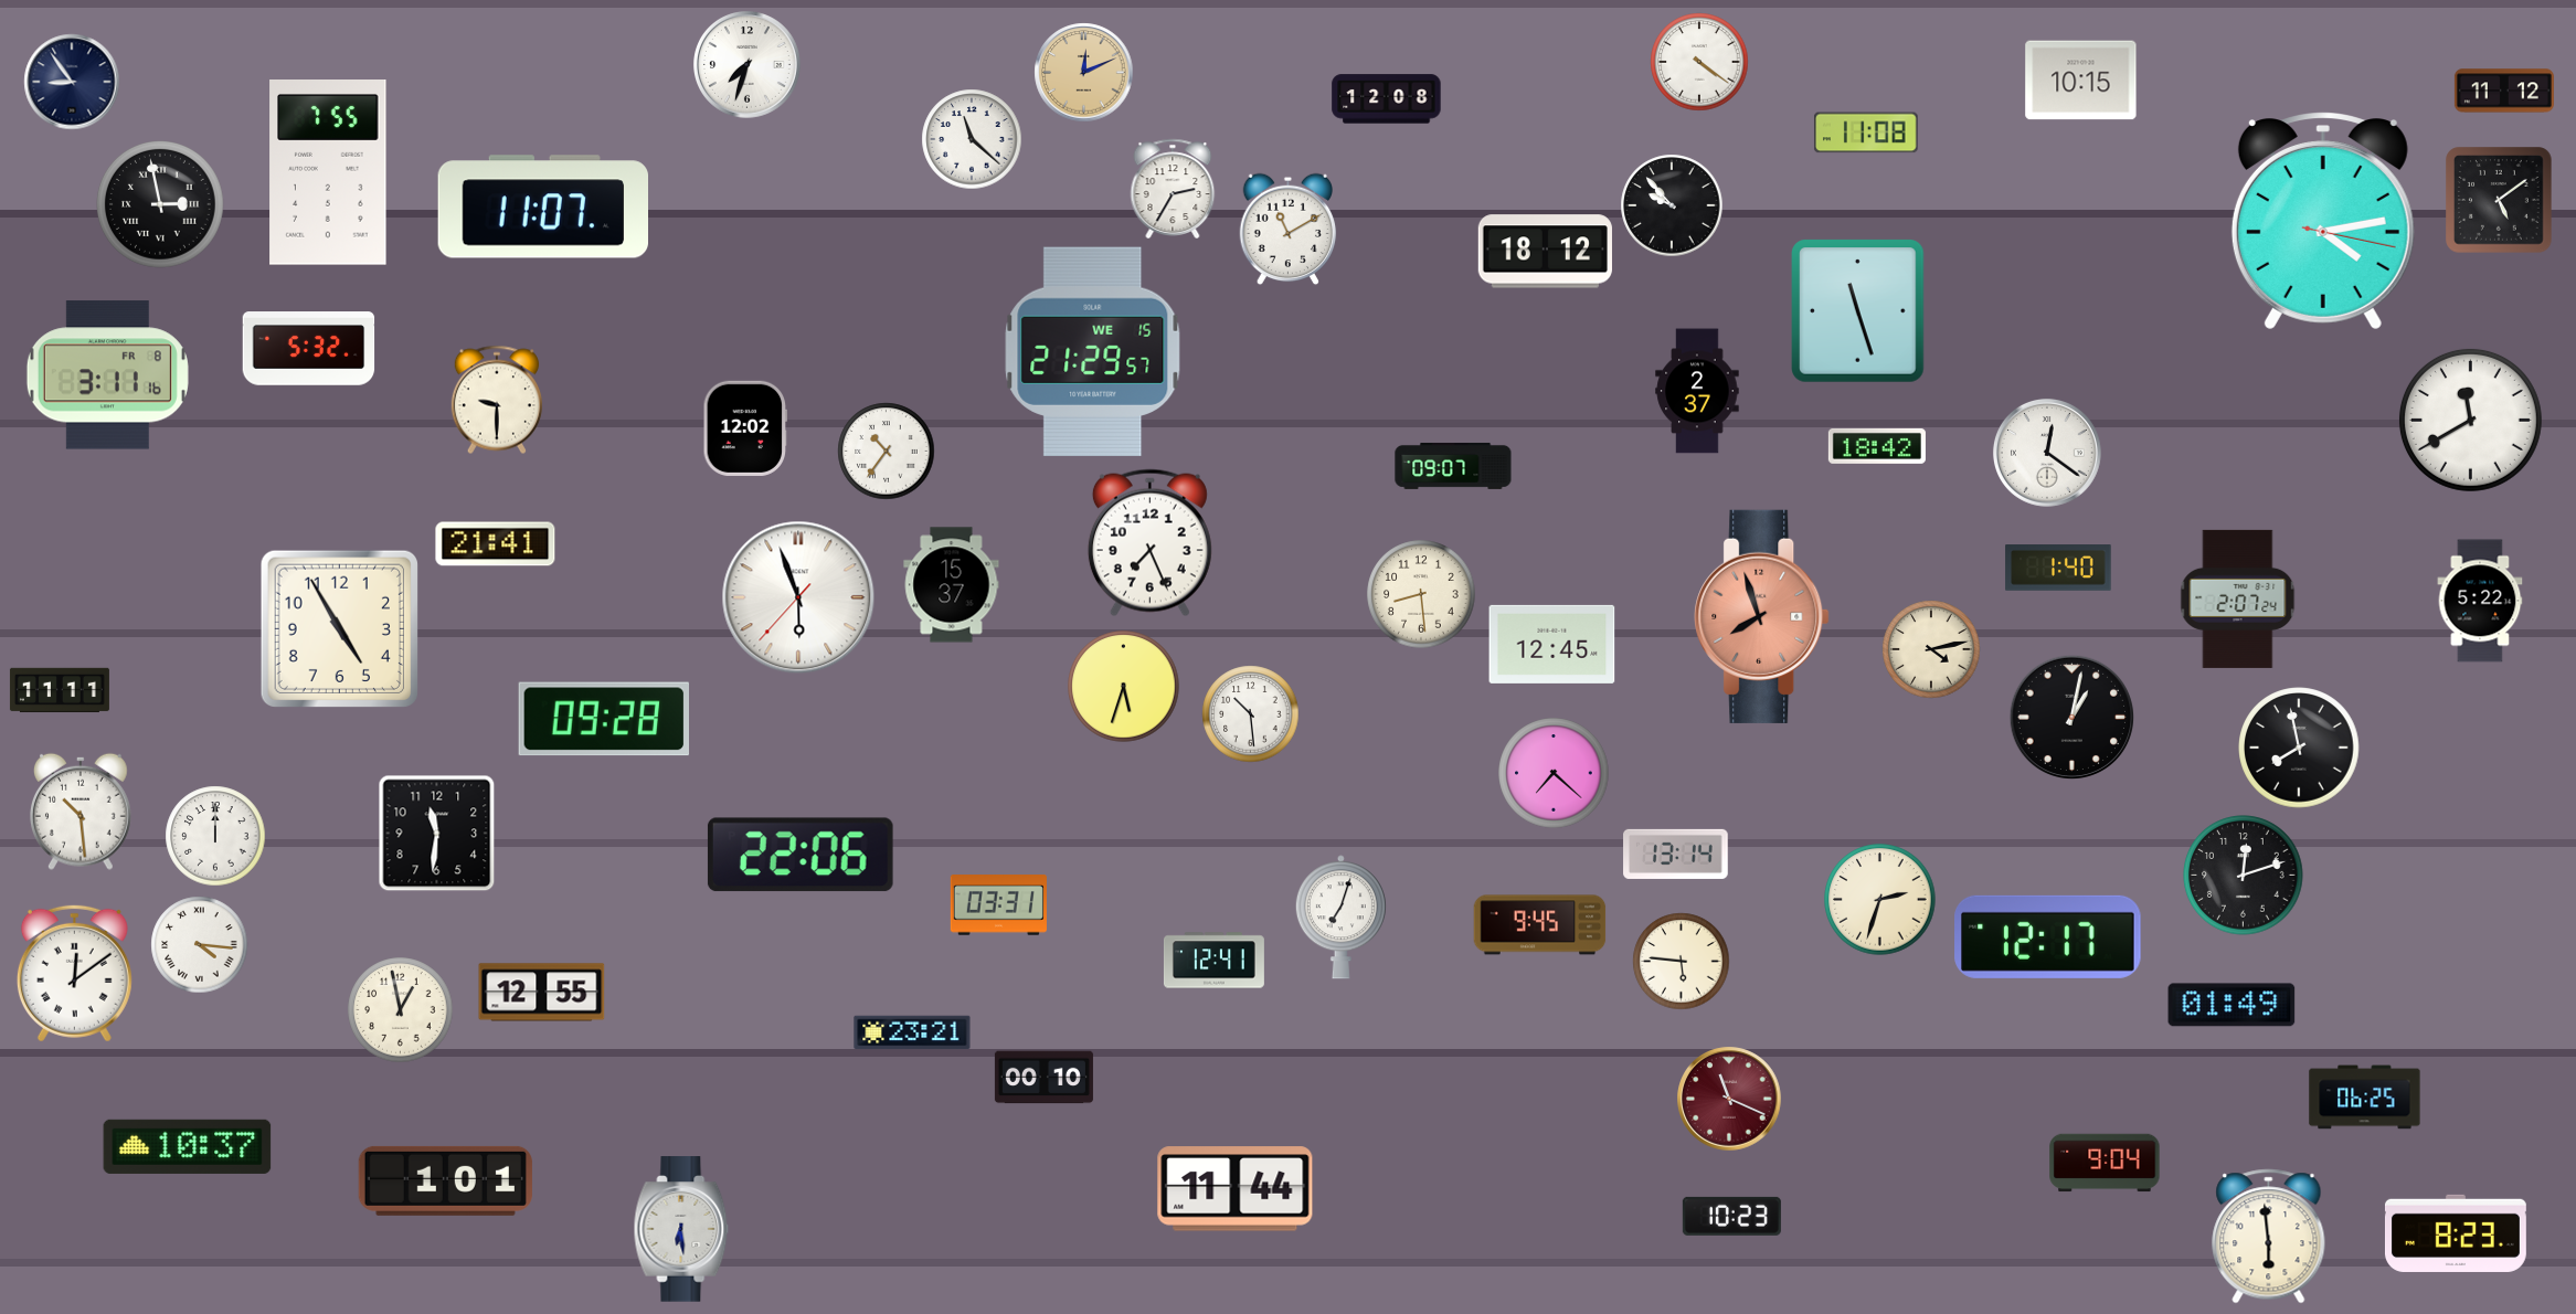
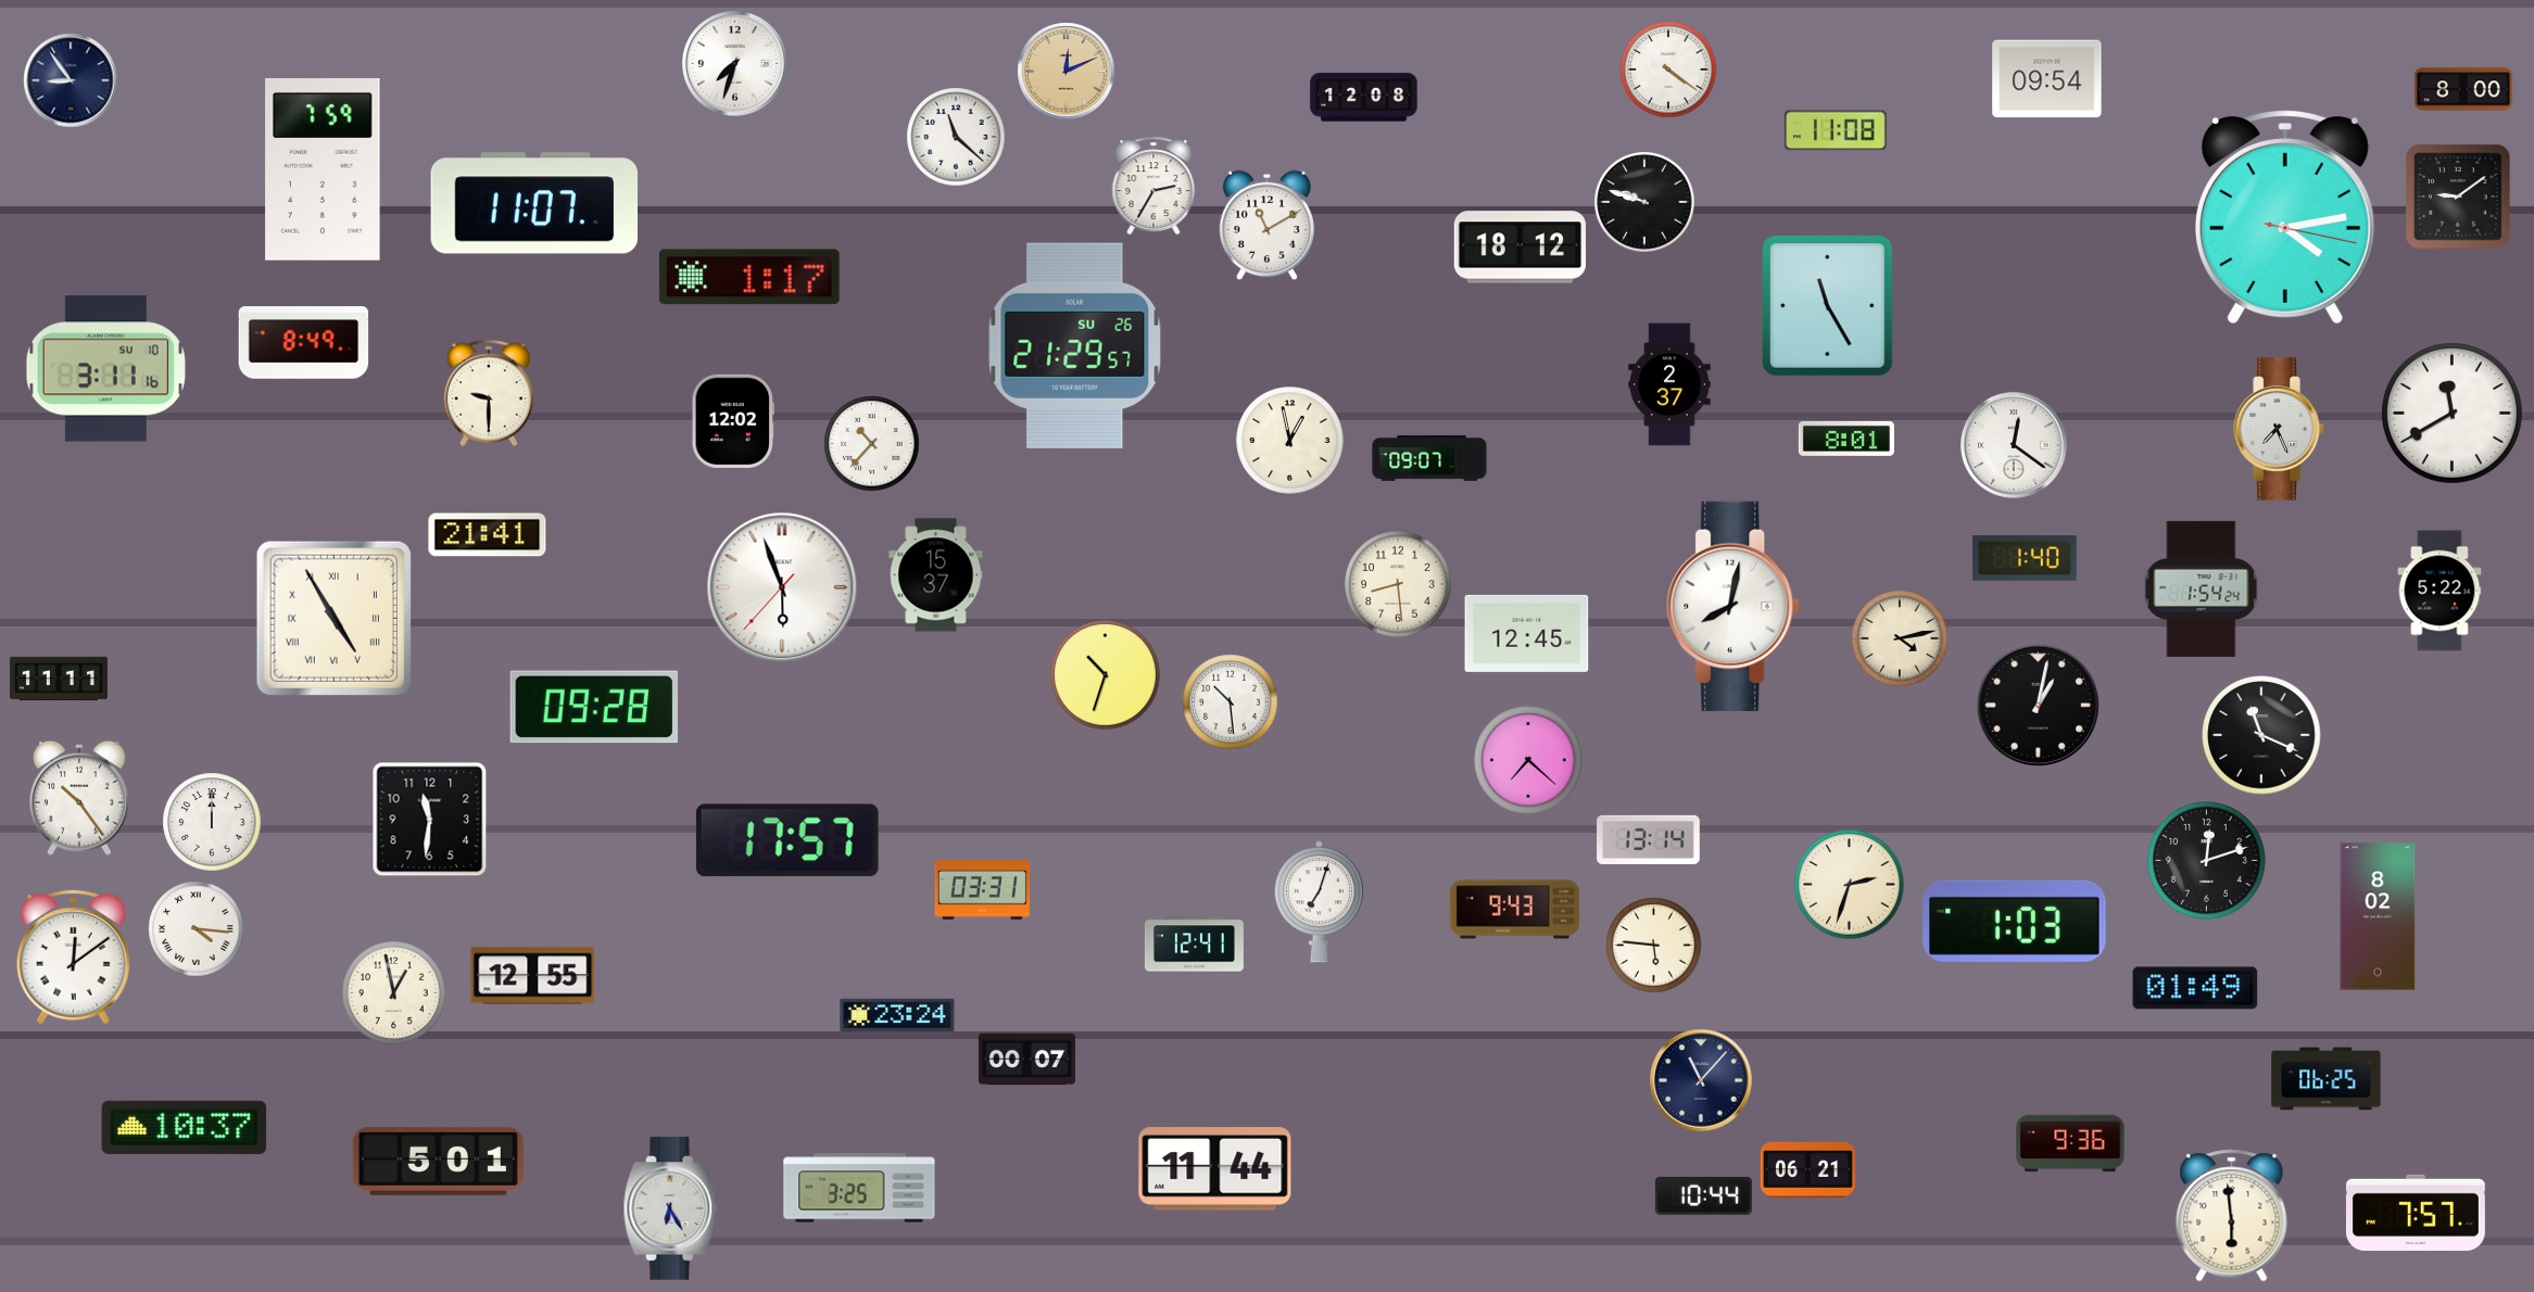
clock at (1699, 62) position: (1699, 62) -> (1668, 69)
clock at (2081, 81): 10:15 -> 09:54
clock at (2504, 91): 11:12 -> 8:00
clock at (328, 173): 7:55 -> 7:59
clock at (2499, 200): 5:09 -> 9:09
clock at (161, 205): 2:58 -> none
clock at (1672, 205): 9:53 -> 9:48
clock at (749, 277): none -> 1:17
clock at (1858, 311): 11:27 -> 11:25
clock at (309, 349): 5:32 -> 8:49
clock at (1093, 351) date: WE 15 -> SU 26
clock at (107, 375) date: FR 8 -> SU 10
clock at (2470, 420) position: (2470, 420) -> (2451, 413)
clock at (2279, 429): none -> 7:26
clock at (1877, 446): 18:42 -> 8:01
clock at (1290, 441): none -> 12:58
clock at (887, 452): 10:36 -> 10:37
clock at (1149, 543): 7:26 -> none
clock at (798, 597) position: (798, 597) -> (782, 587)
clock at (2238, 598): 2:07 -> 1:54
clock at (1762, 616): 7:57 -> 8:02
clock at (1762, 616) dial: salmon -> white
clock at (339, 628) numerals: Arabic -> Roman
clock at (1124, 687): 5:33 -> 10:33
clock at (2299, 748): 7:58 -> 11:19
clock at (81, 812): 10:29 -> 10:24
clock at (801, 855): 22:06 -> 17:57
clock at (1540, 925): 9:45 -> 9:43
clock at (2378, 916): none -> 8:02
clock at (2048, 936): 12:17 -> 1:03
clock at (912, 1032): 23:21 -> 23:24
clock at (1043, 1078): 00:10 -> 00:07
clock at (1729, 1099): 11:19 -> 11:07
clock at (1729, 1099) dial: burgundy -> navy
clock at (2105, 1163): 9:04 -> 9:36
clock at (445, 1180): 1:01 -> 5:01
clock at (1807, 1169): none -> 06:21
clock at (859, 1188): none -> 3:25
clock at (1731, 1216): 10:23 -> 10:44
clock at (681, 1229): 6:29 -> 6:25
clock at (2456, 1233): 8:23 -> 7:57
